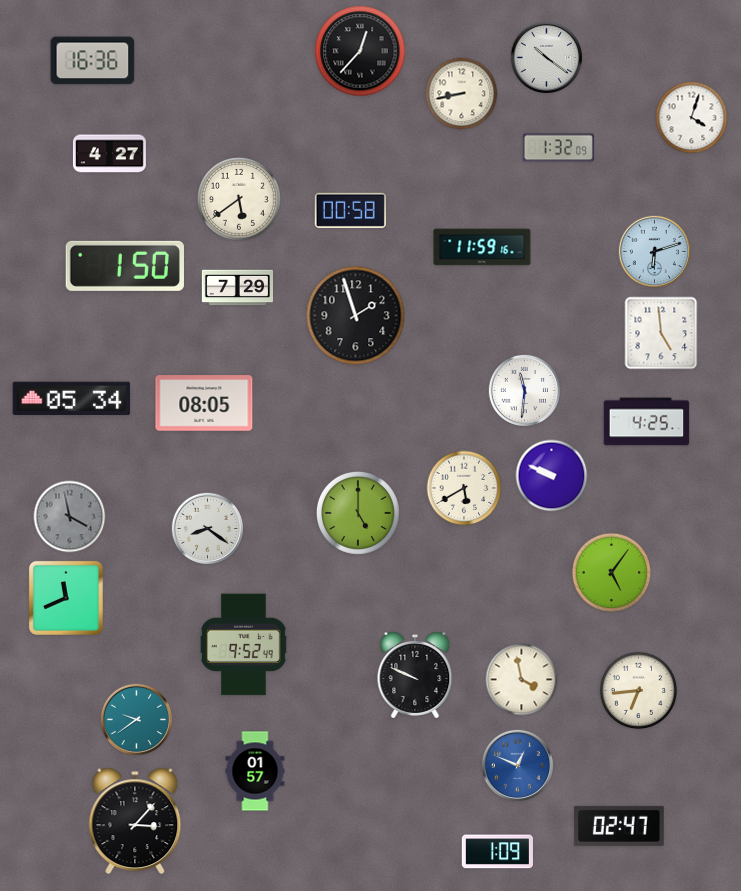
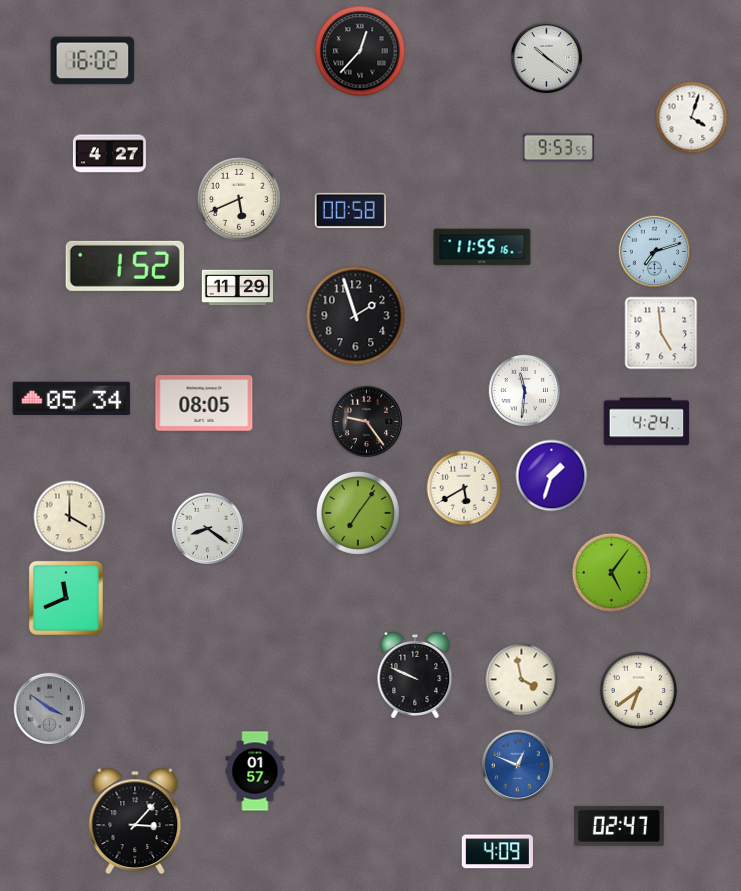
clock at (93, 61): 16:36 -> 16:02
clock at (462, 94): 8:43 -> none
clock at (558, 148): 1:32 -> 9:53
clock at (240, 200): 5:39 -> 5:41
clock at (482, 247): 11:59 -> 11:55
clock at (654, 251): 6:12 -> 7:12
clock at (125, 266): 1:50 -> 1:52
clock at (237, 288): 7:29 -> 11:29
clock at (366, 421): none -> 9:24
clock at (647, 422): 4:25 -> 4:24
clock at (552, 476): 9:49 -> 1:33
clock at (359, 514): 5:00 -> 7:06
clock at (70, 517): 3:58 -> 4:00
clock at (70, 517) dial: grey -> cream
clock at (244, 645): 9:52 -> none
clock at (639, 691): 6:44 -> 6:39
clock at (49, 708): none -> 3:51
clock at (136, 719): 9:39 -> none
clock at (497, 852): 1:09 -> 4:09
